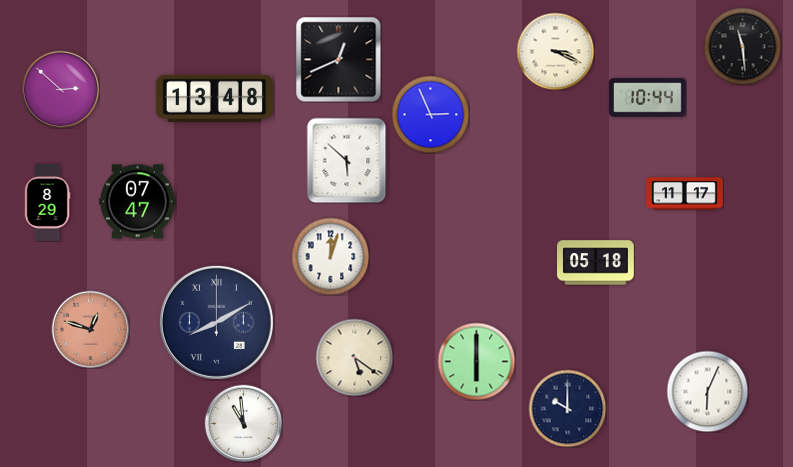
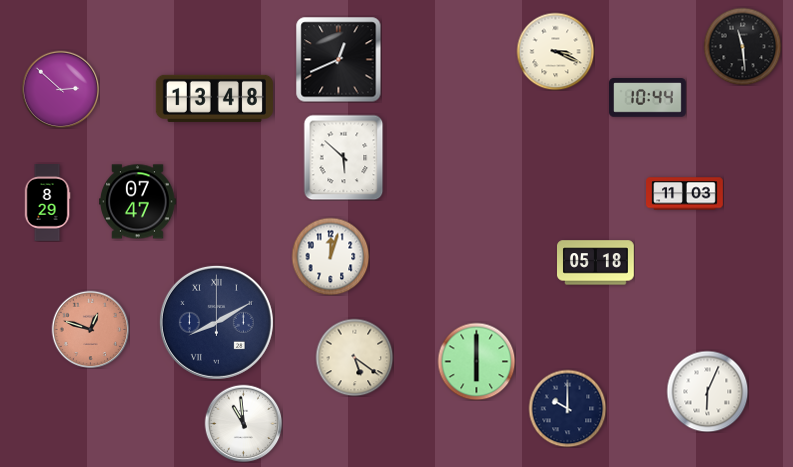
clock at (430, 114): 2:56 -> none
clock at (347, 160) position: (347, 160) -> (344, 157)
clock at (685, 194): 11:17 -> 11:03
